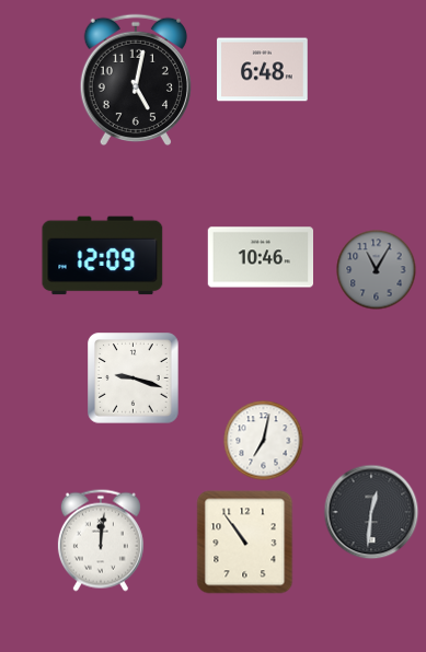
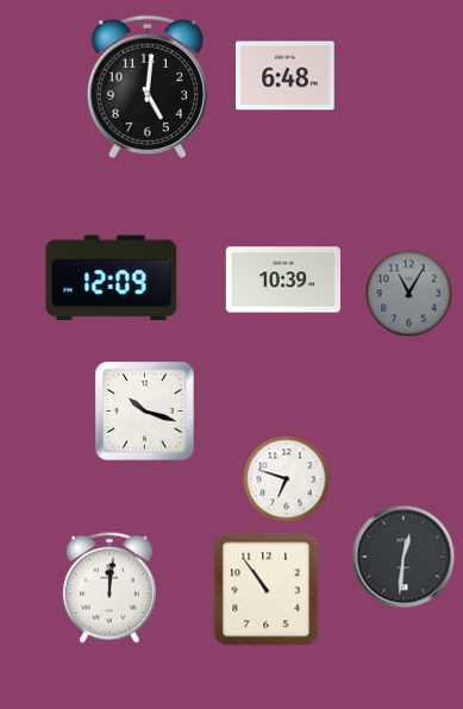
clock at (136, 80): 5:02 -> 5:01
clock at (260, 257): 10:46 -> 10:39
clock at (134, 379): 9:18 -> 10:18
clock at (264, 441): 7:02 -> 6:48
